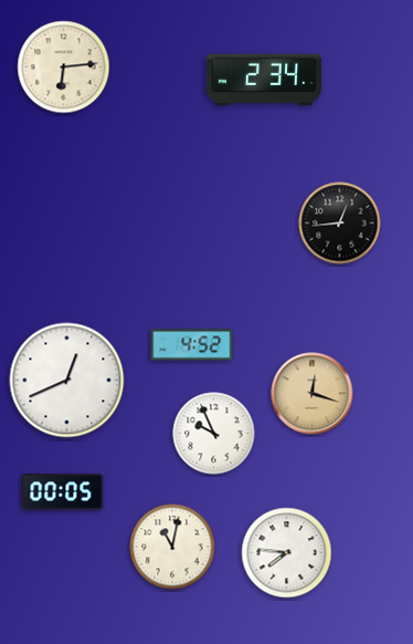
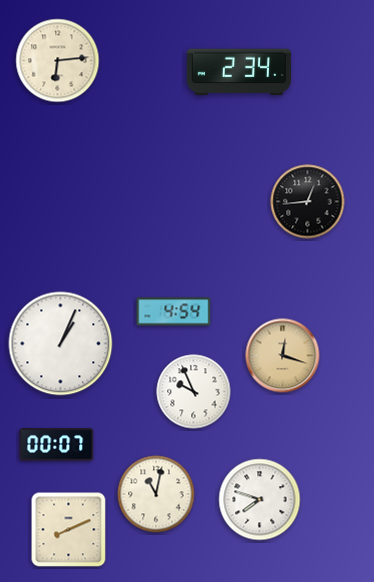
clock at (192, 345): 4:52 -> 4:54
clock at (67, 381): 12:41 -> 1:04
clock at (63, 492): 00:05 -> 00:07
clock at (287, 553): 7:46 -> 7:48
clock at (69, 530): none -> 8:11
